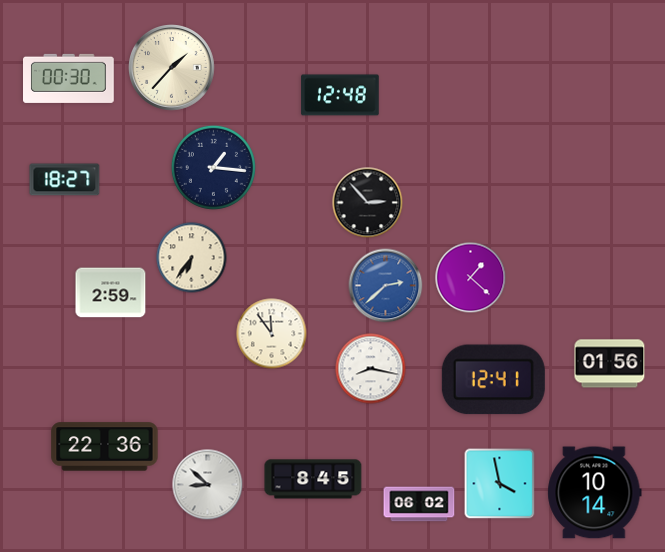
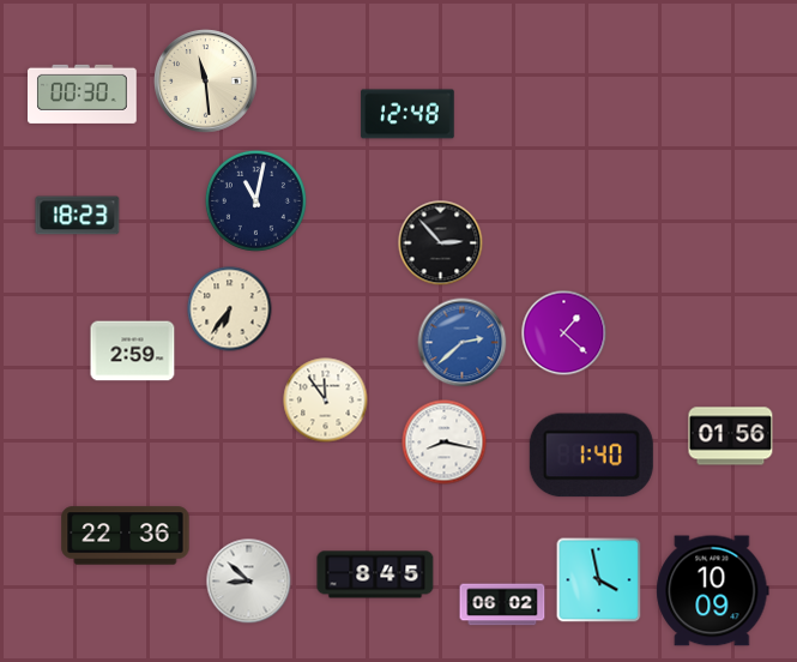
clock at (172, 68): 1:37 -> 11:29
clock at (213, 167): 1:16 -> 11:02
clock at (65, 180): 18:27 -> 18:23
clock at (493, 380): 12:41 -> 1:40
clock at (595, 493): 10:14 -> 10:09
